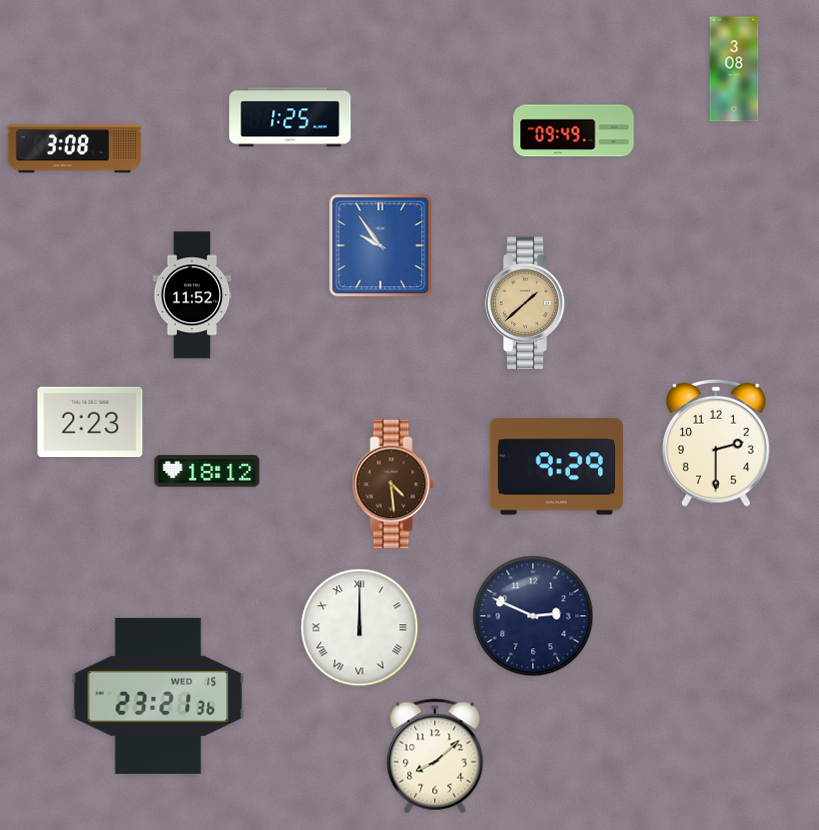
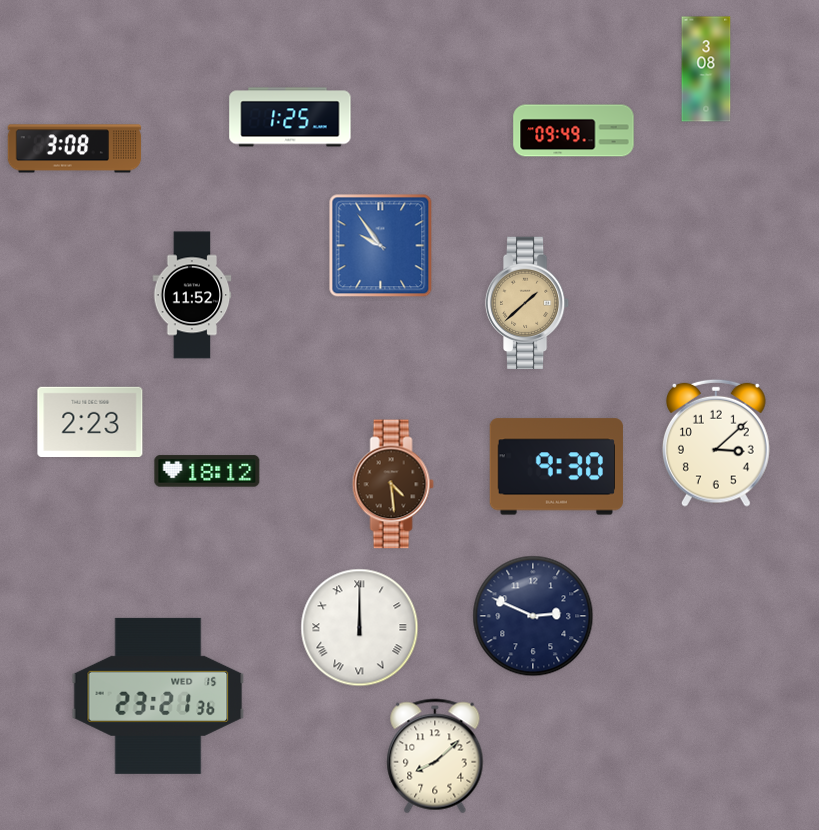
clock at (734, 69) position: (734, 69) -> (706, 69)
clock at (716, 443): 2:30 -> 3:08
clock at (556, 467): 9:29 -> 9:30
